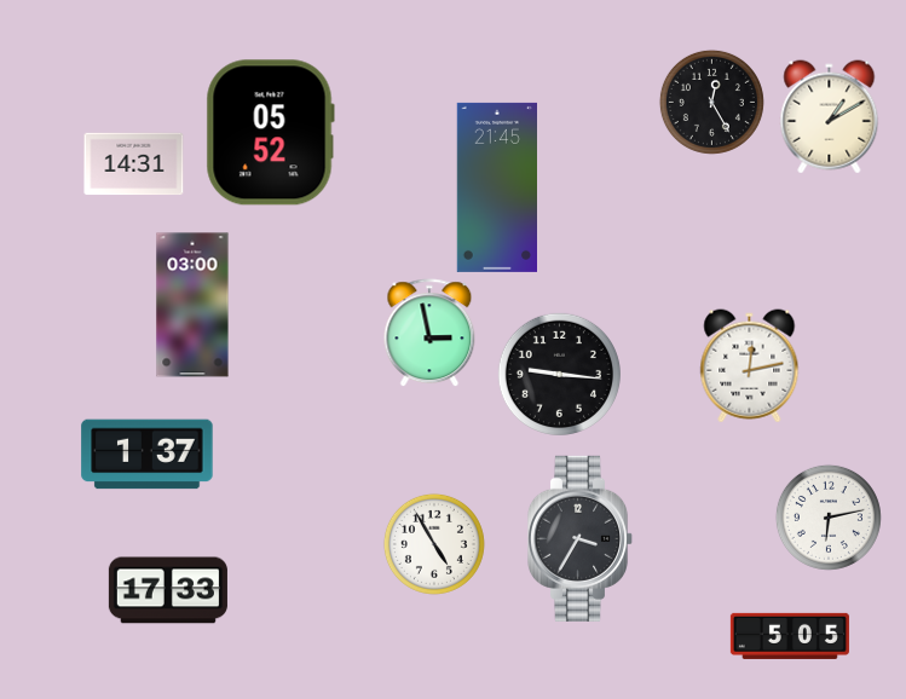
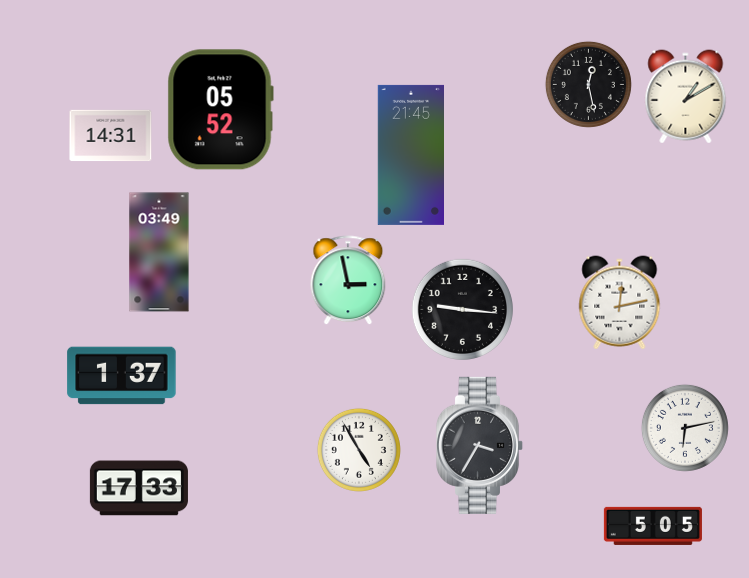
clock at (711, 102): 12:25 -> 12:28
clock at (270, 133) position: (270, 133) -> (220, 110)
clock at (192, 305): 03:00 -> 03:49
clock at (429, 333) position: (429, 333) -> (348, 280)
